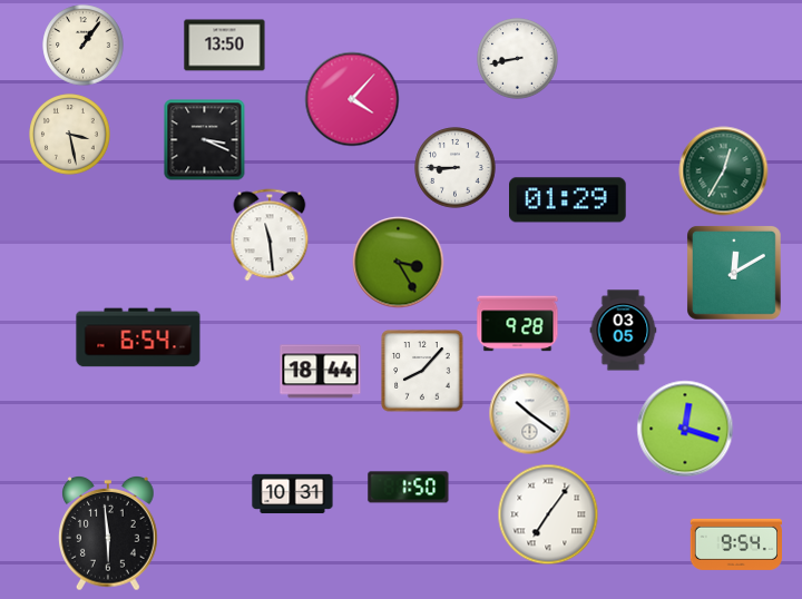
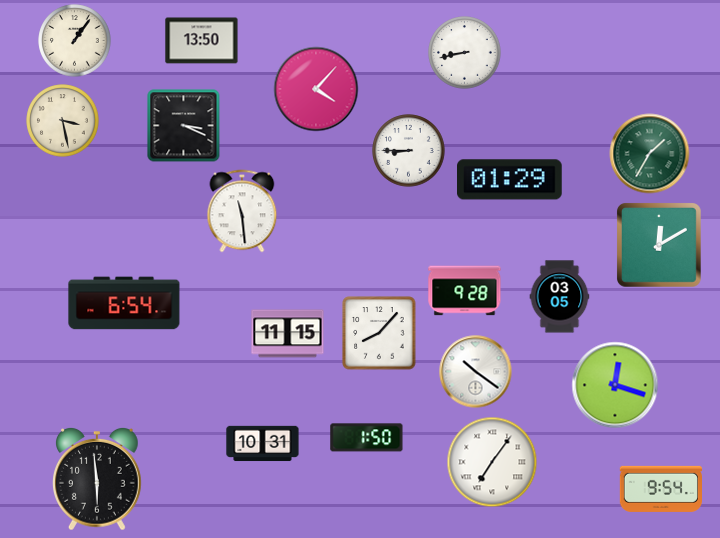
clock at (724, 171): 12:35 -> 1:35
clock at (399, 263): 3:25 -> none
clock at (321, 372): 18:44 -> 11:15
